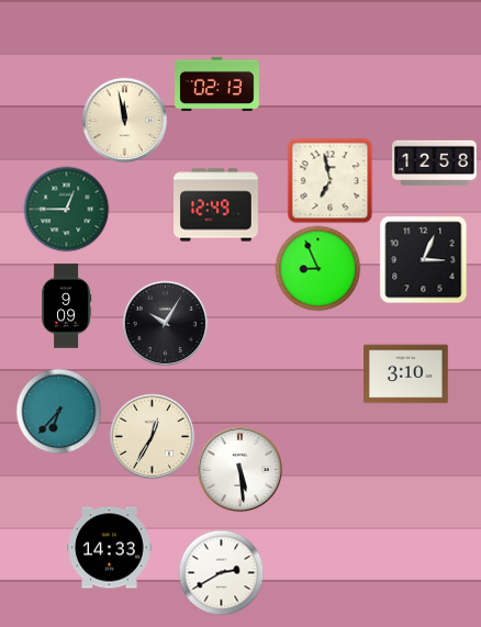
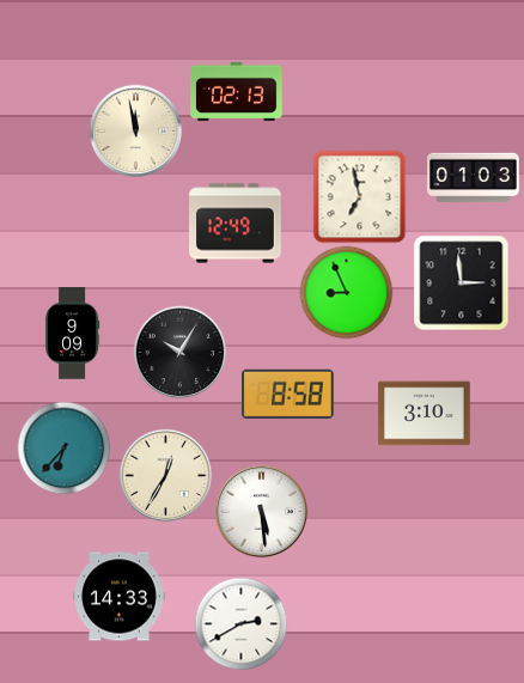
clock at (435, 164): 12:58 -> 01:03
clock at (66, 209): 12:45 -> none
clock at (423, 259): 3:04 -> 2:59
clock at (287, 394): none -> 8:58
clock at (406, 374) position: (406, 374) -> (425, 414)
